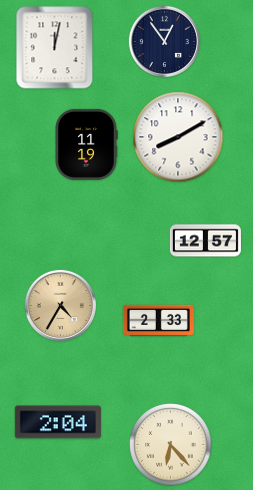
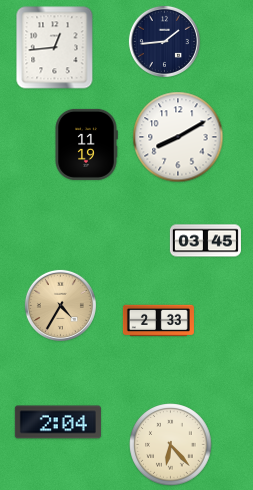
clock at (164, 41): 12:54 -> 1:44
clock at (55, 48): 12:02 -> 12:44
clock at (205, 241): 12:57 -> 03:45
